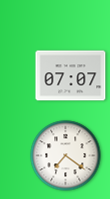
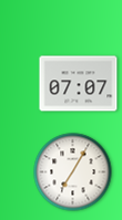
clock at (66, 156): 7:21 -> 7:05
